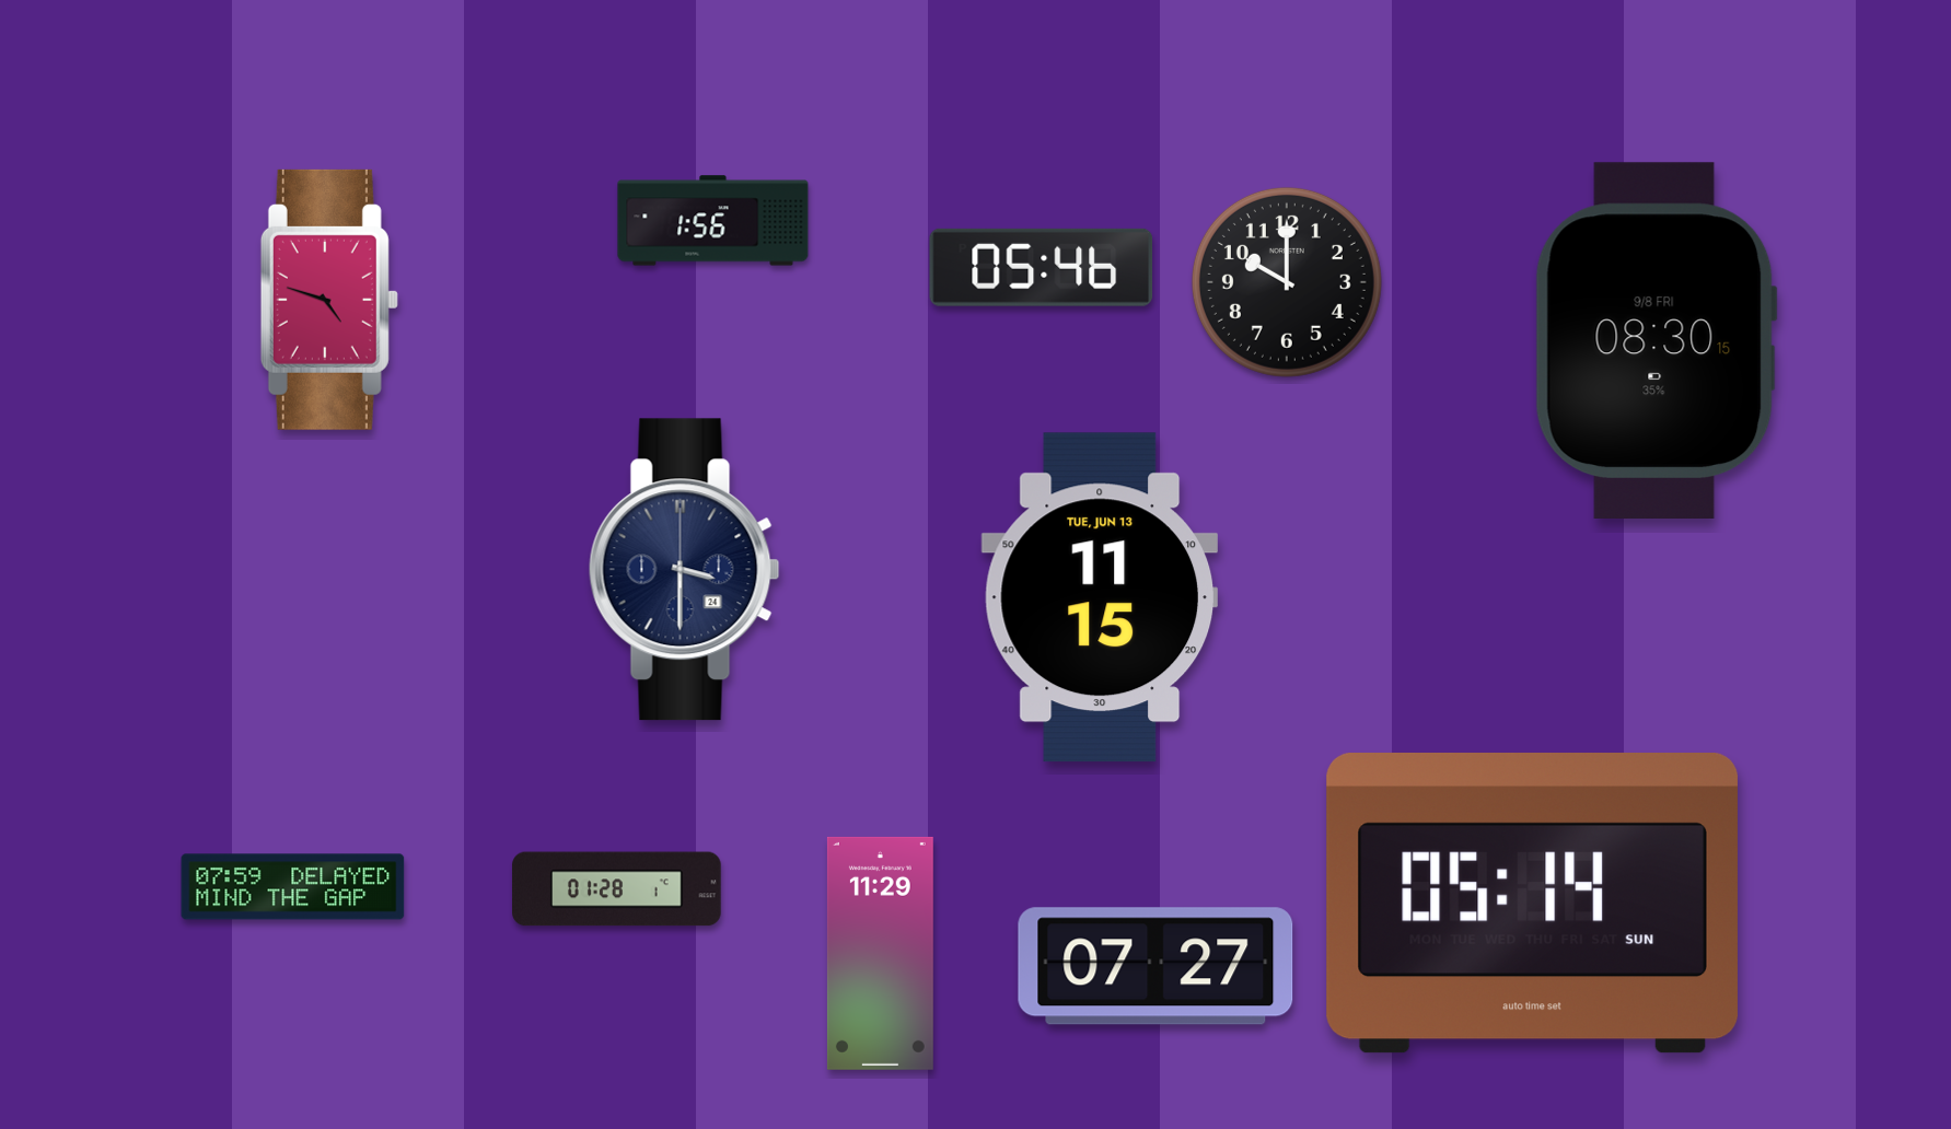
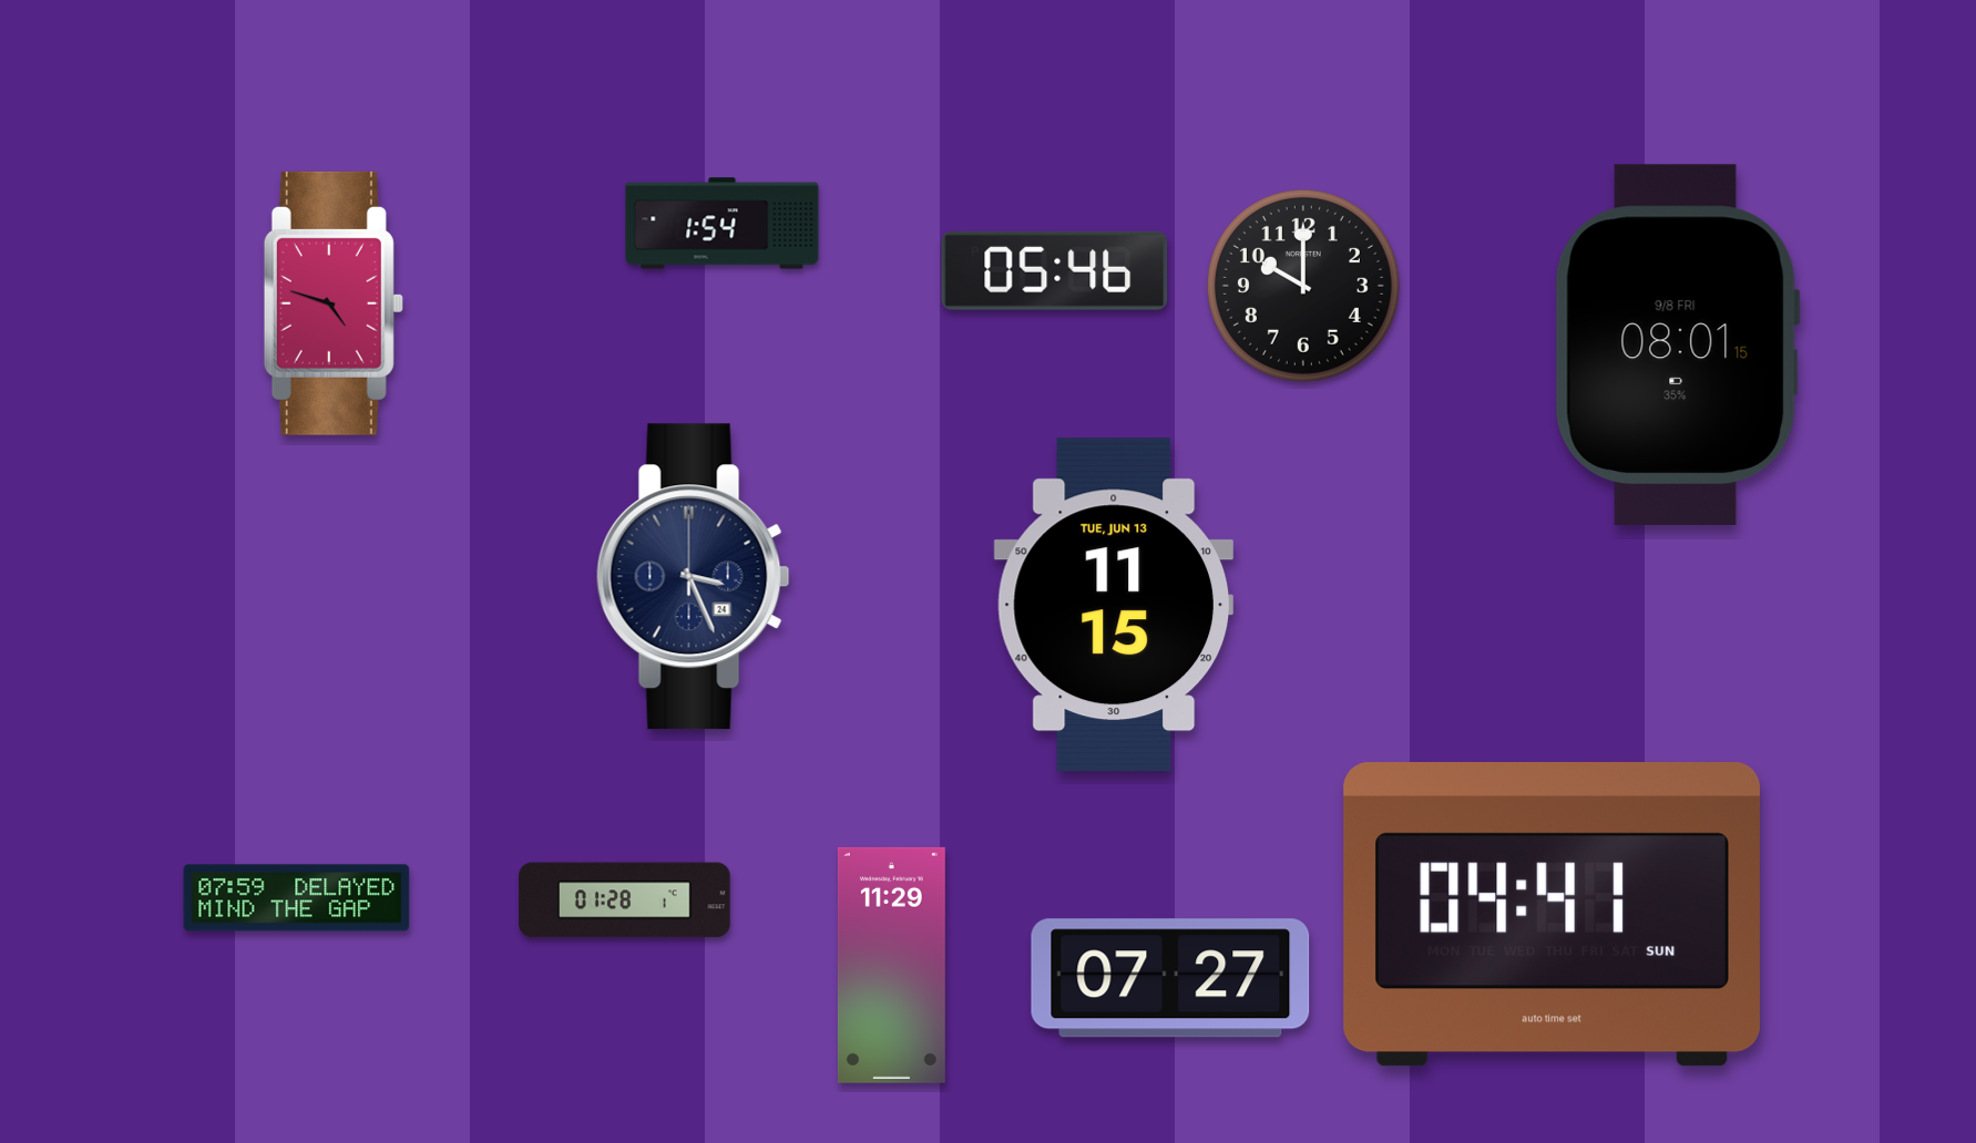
clock at (713, 221): 1:56 -> 1:54
clock at (1656, 340): 08:30 -> 08:01
clock at (684, 570): 3:30 -> 3:26
clock at (1532, 904): 05:14 -> 04:41
